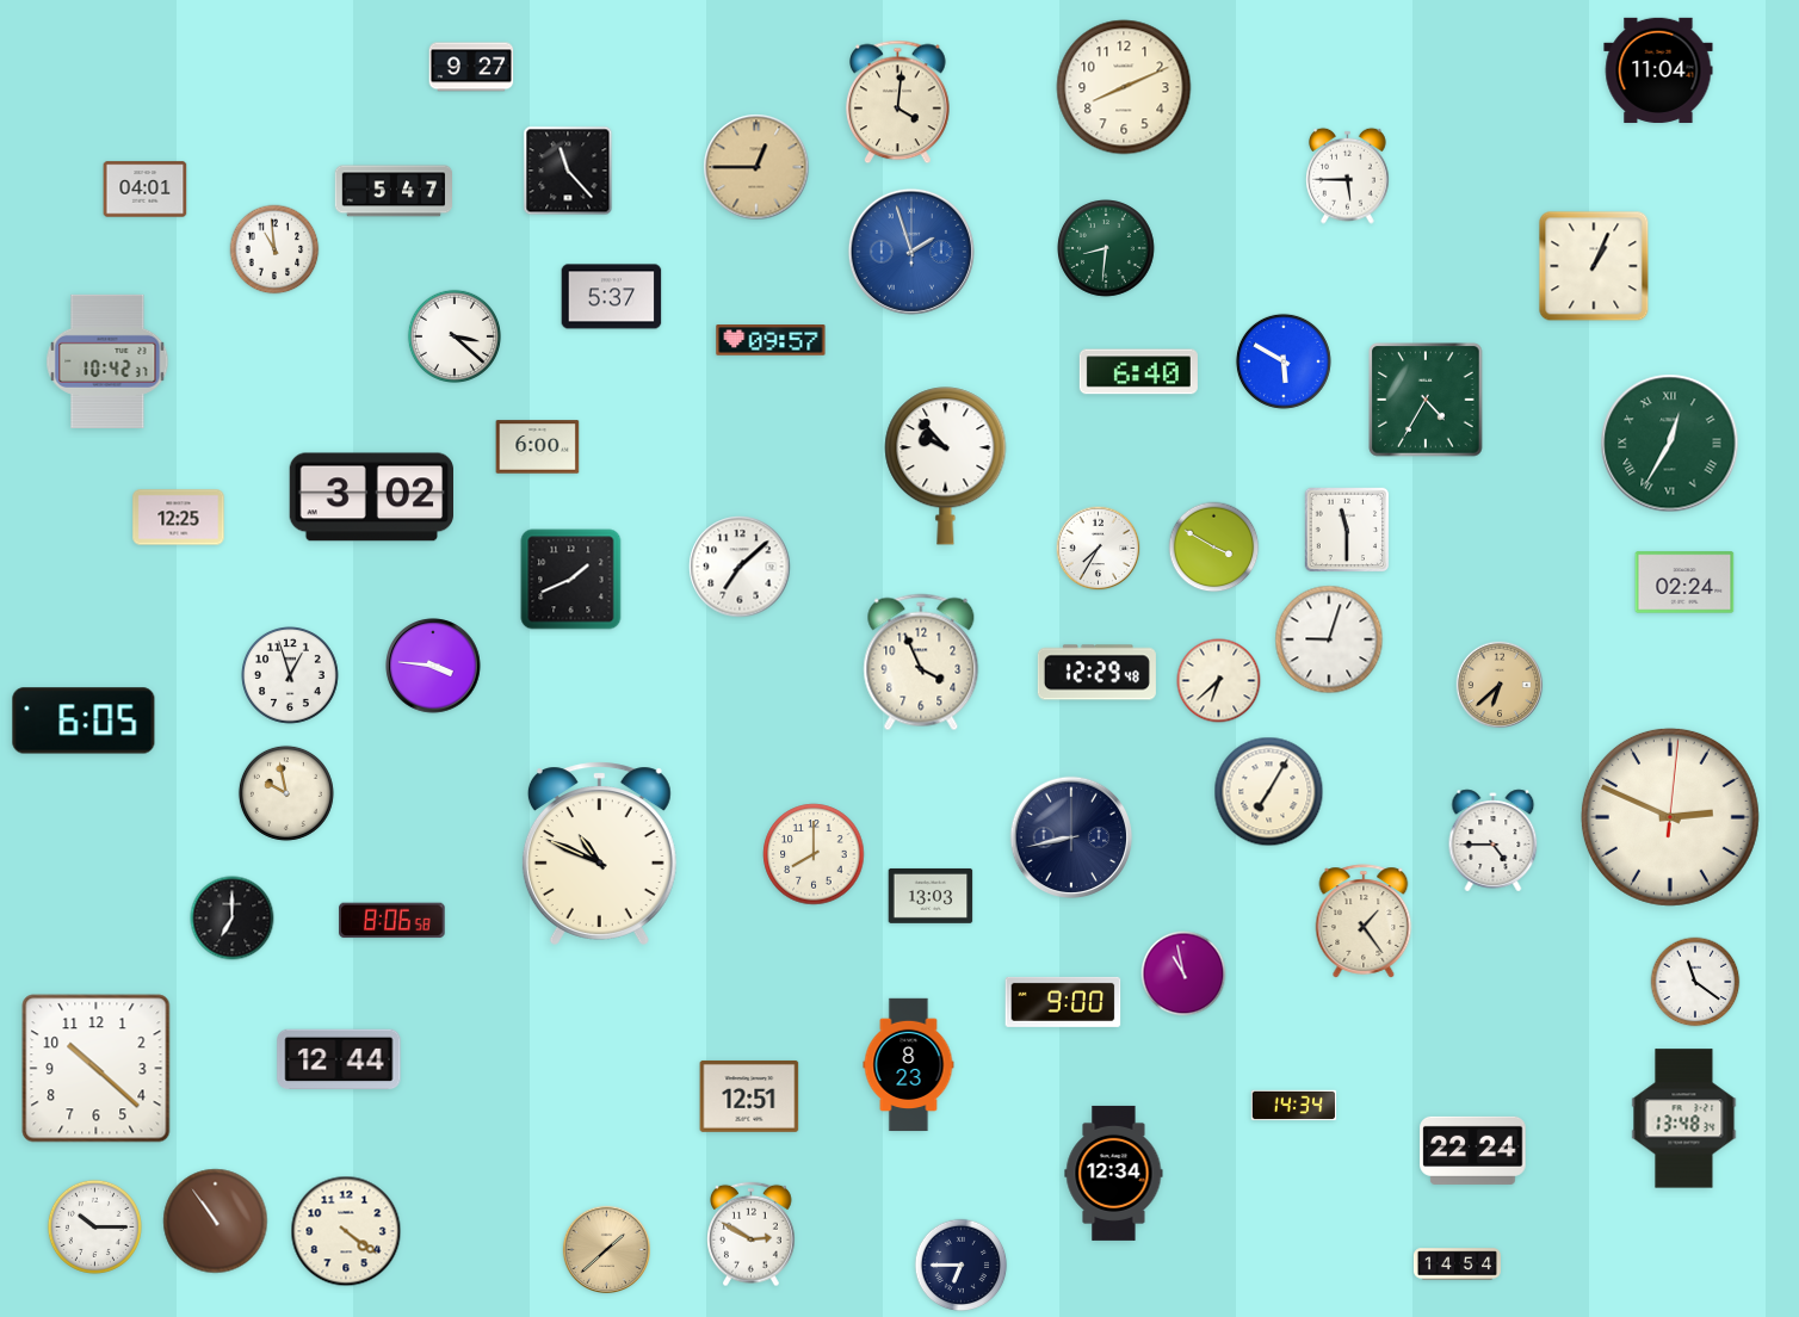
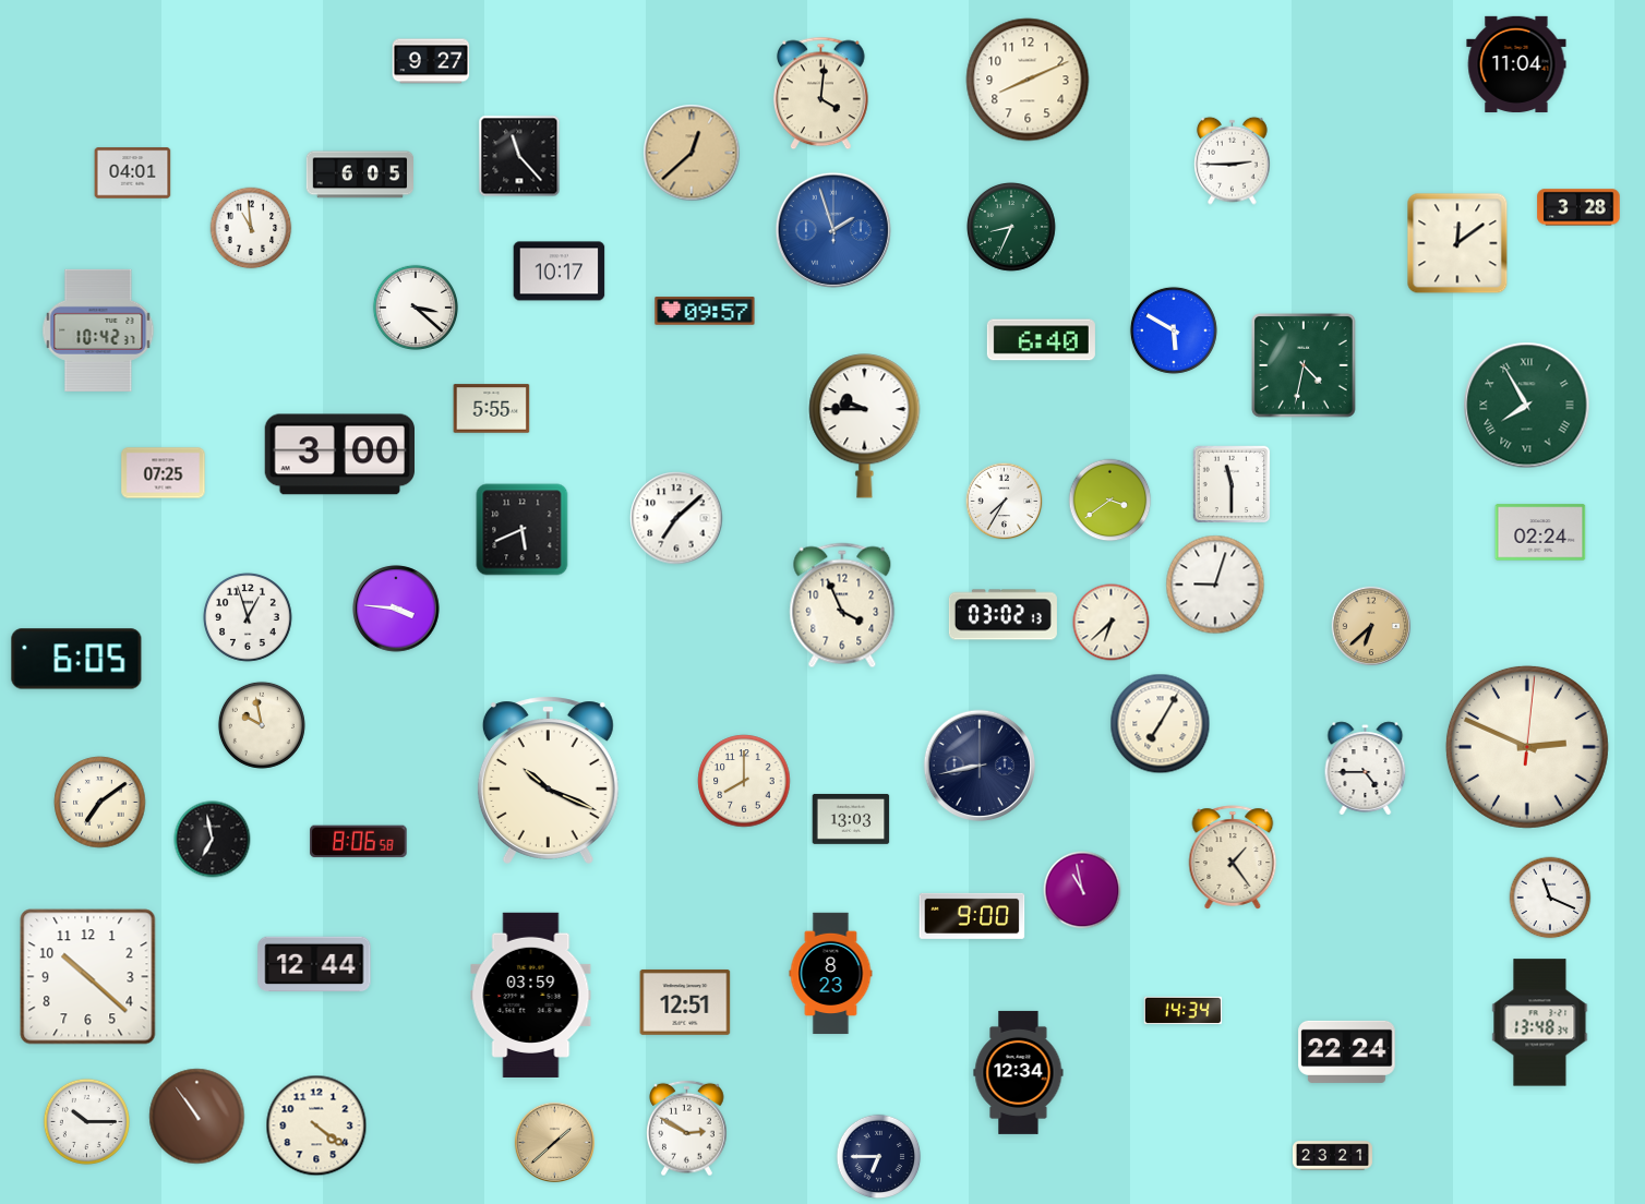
clock at (756, 167): 12:45 -> 12:38
clock at (1348, 175): 5:45 -> 2:45
clock at (392, 191): 5:47 -> 6:05
clock at (1578, 207): none -> 3:28
clock at (1107, 249): 8:31 -> 8:34
clock at (1594, 266): 1:04 -> 12:09
clock at (612, 297): 5:37 -> 10:17
clock at (1426, 400): 4:35 -> 4:32
clock at (1670, 444): 12:35 -> 7:55
clock at (538, 447): 6:00 -> 5:55
clock at (946, 466): 9:53 -> 9:45
clock at (372, 497): 3:02 -> 3:00
clock at (179, 518): 12:25 -> 07:25
clock at (1214, 548): 3:50 -> 3:39
clock at (571, 580): 1:41 -> 5:41
clock at (1096, 673): 12:29 -> 03:02
clock at (291, 676) position: (291, 676) -> (249, 618)
clock at (1219, 681) position: (1219, 681) -> (1112, 623)
clock at (599, 853): 10:49 -> 10:19
clock at (100, 803): none -> 7:09
clock at (233, 919): 7:00 -> 6:58
clock at (1364, 921) position: (1364, 921) -> (1233, 857)
clock at (1695, 982): 11:21 -> 11:19
clock at (339, 1059) position: (339, 1059) -> (314, 964)
clock at (531, 995): none -> 03:59
clock at (1457, 1265): 14:54 -> 23:21
